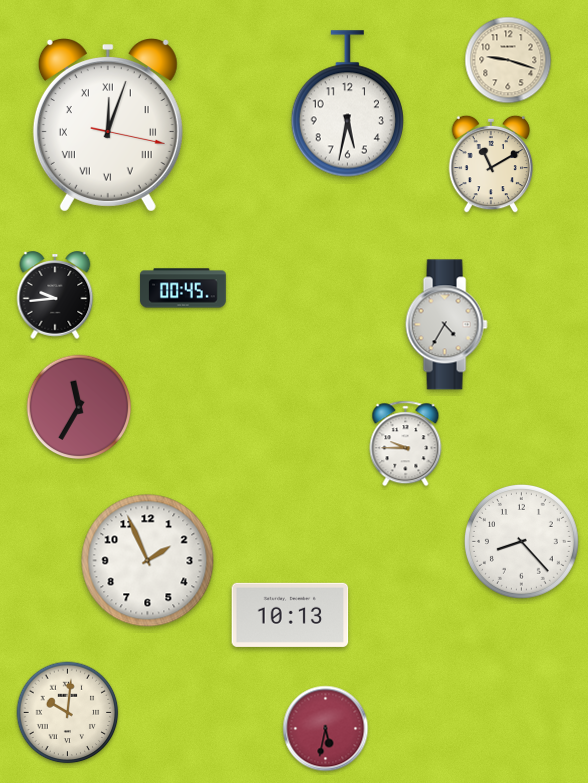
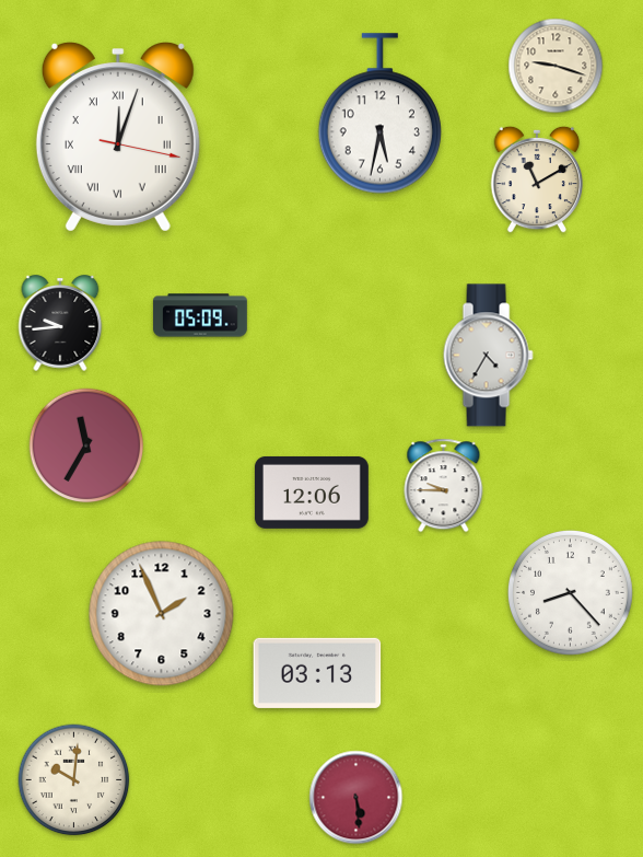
clock at (183, 288): 00:45 -> 05:09
clock at (312, 493): none -> 12:06
clock at (290, 615): 10:13 -> 03:13
clock at (326, 729): 5:32 -> 5:29
